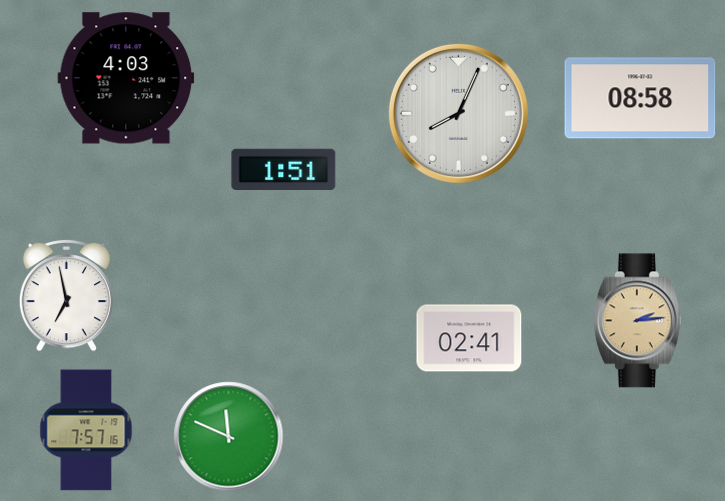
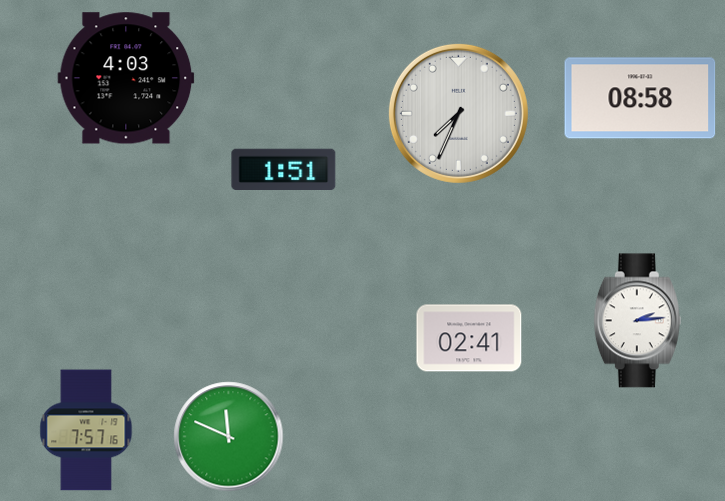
clock at (458, 113): 8:04 -> 7:34
clock at (66, 295): 6:58 -> none
clock at (637, 321) dial: champagne -> white
